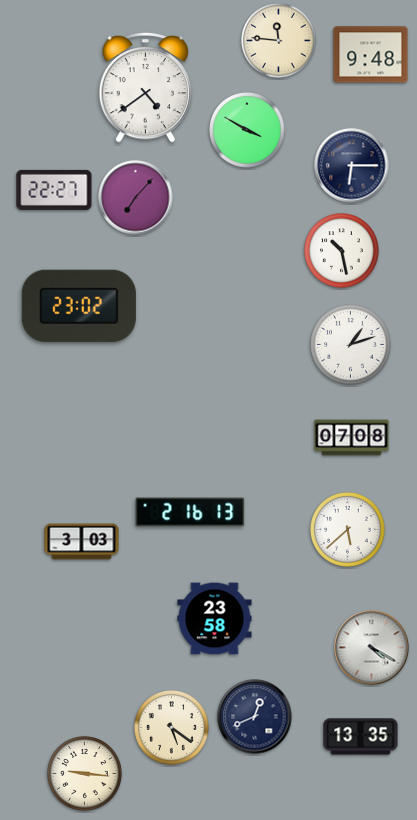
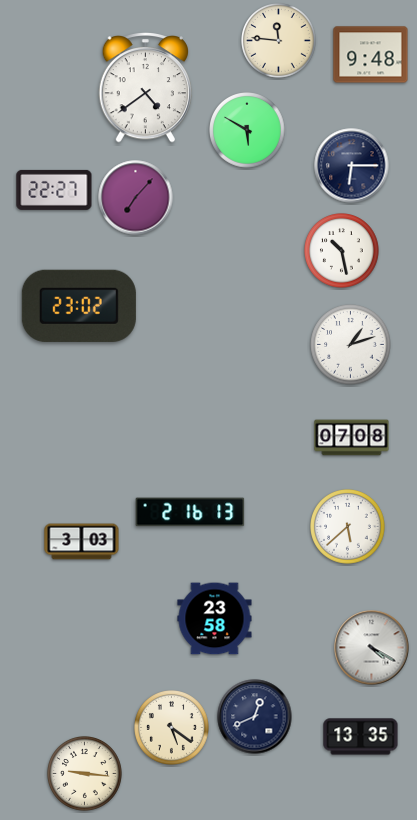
clock at (248, 131): 3:50 -> 5:50
clock at (348, 530) position: (348, 530) -> (348, 527)
